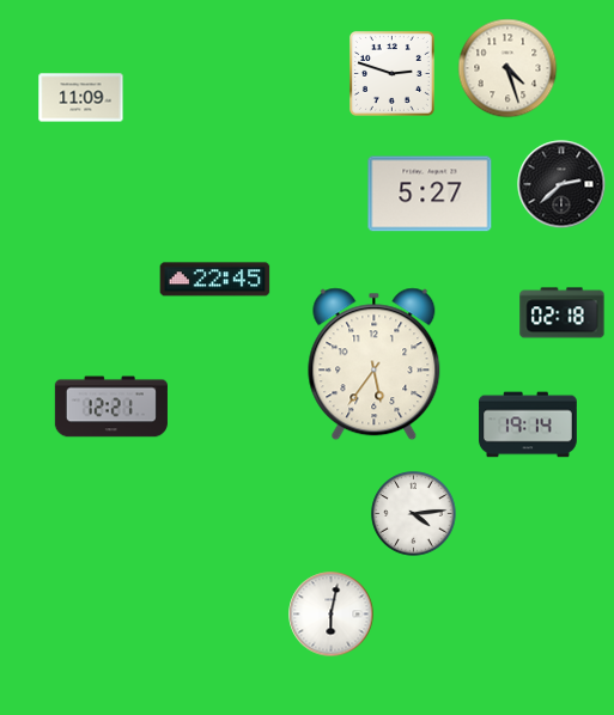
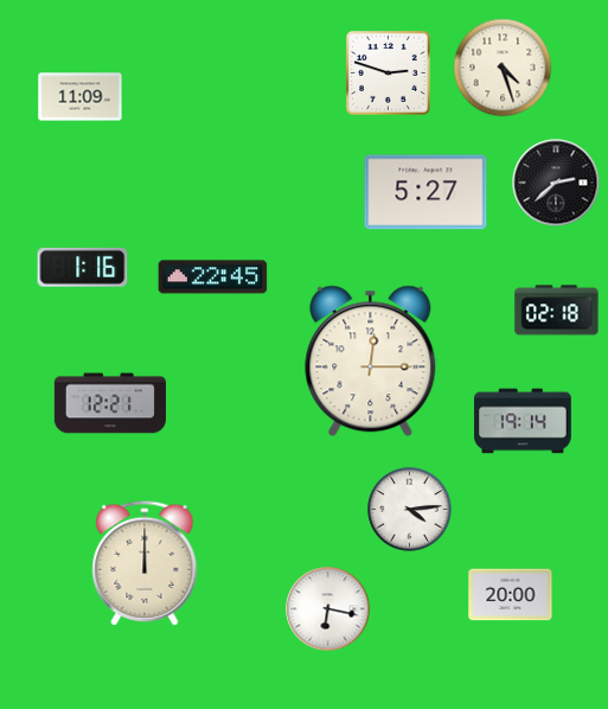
clock at (83, 267): none -> 1:16
clock at (375, 365): 5:36 -> 12:15
clock at (145, 563): none -> 12:00
clock at (511, 595): none -> 20:00
clock at (332, 615): 6:02 -> 6:17
